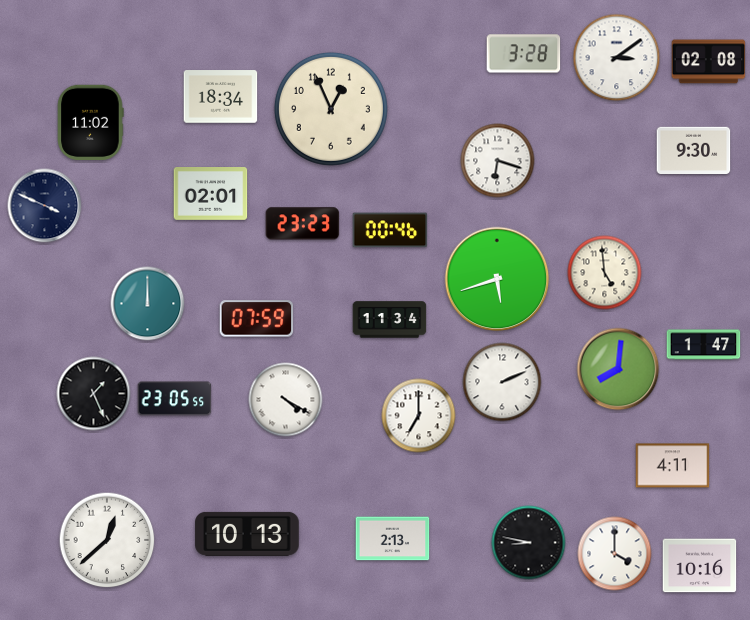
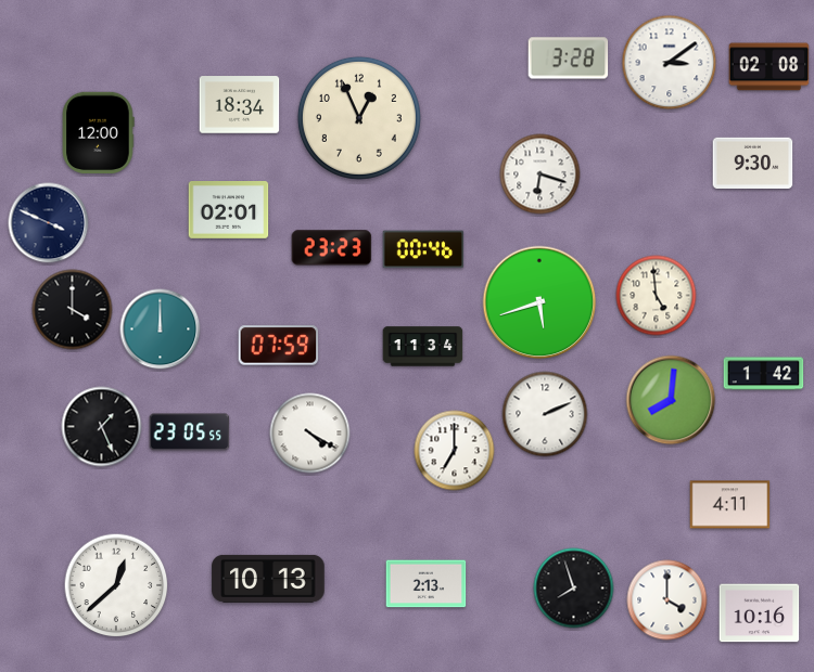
clock at (91, 123): 11:02 -> 12:00
clock at (303, 224) position: (303, 224) -> (332, 248)
clock at (73, 310): none -> 4:00
clock at (704, 345): 1:47 -> 1:42
clock at (529, 543): 8:47 -> 7:57
